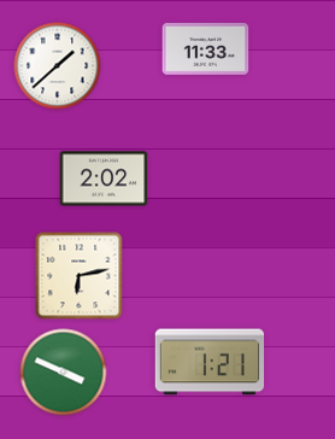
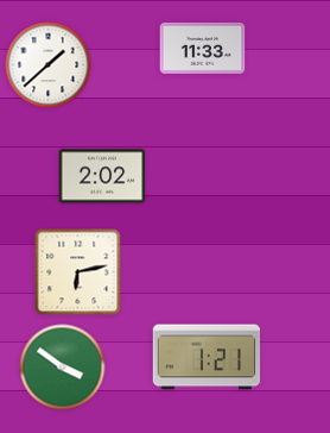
clock at (58, 66) position: (58, 66) -> (49, 65)
clock at (64, 373): 3:49 -> 3:51
